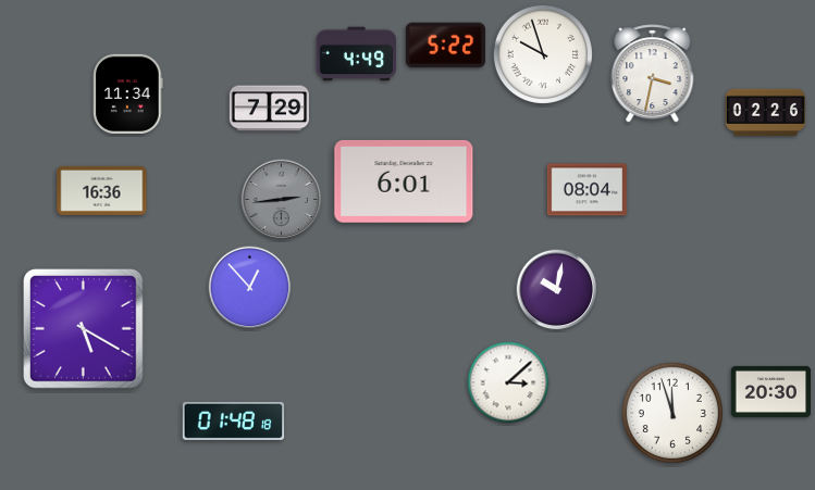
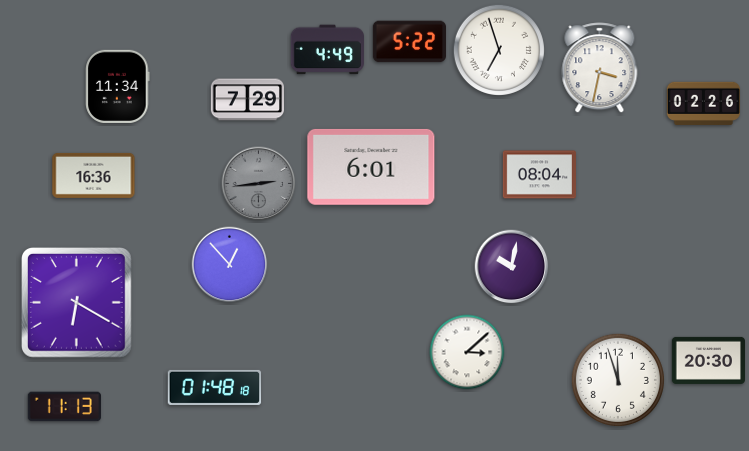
clock at (542, 53): 9:57 -> 6:57
clock at (84, 329): 5:20 -> 6:20
clock at (64, 407): none -> 11:13
